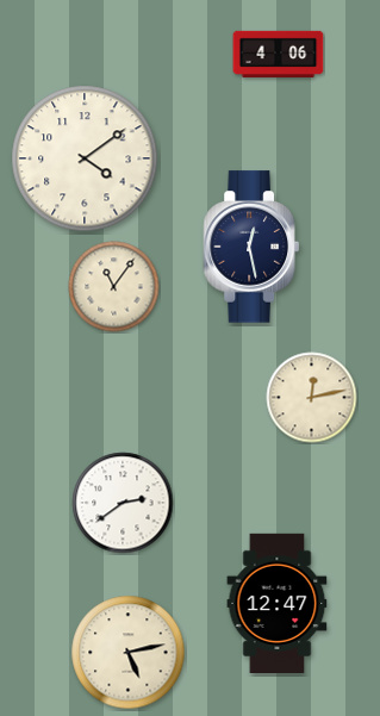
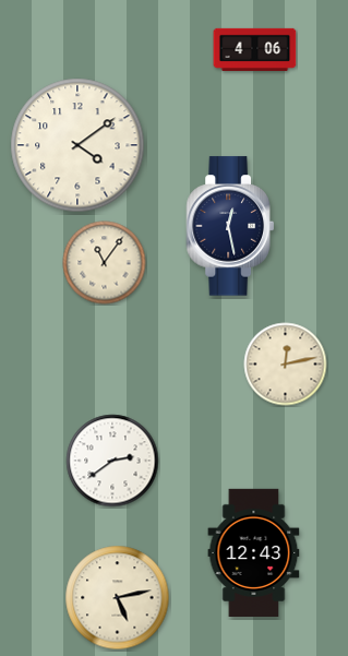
clock at (278, 603): 12:47 -> 12:43
